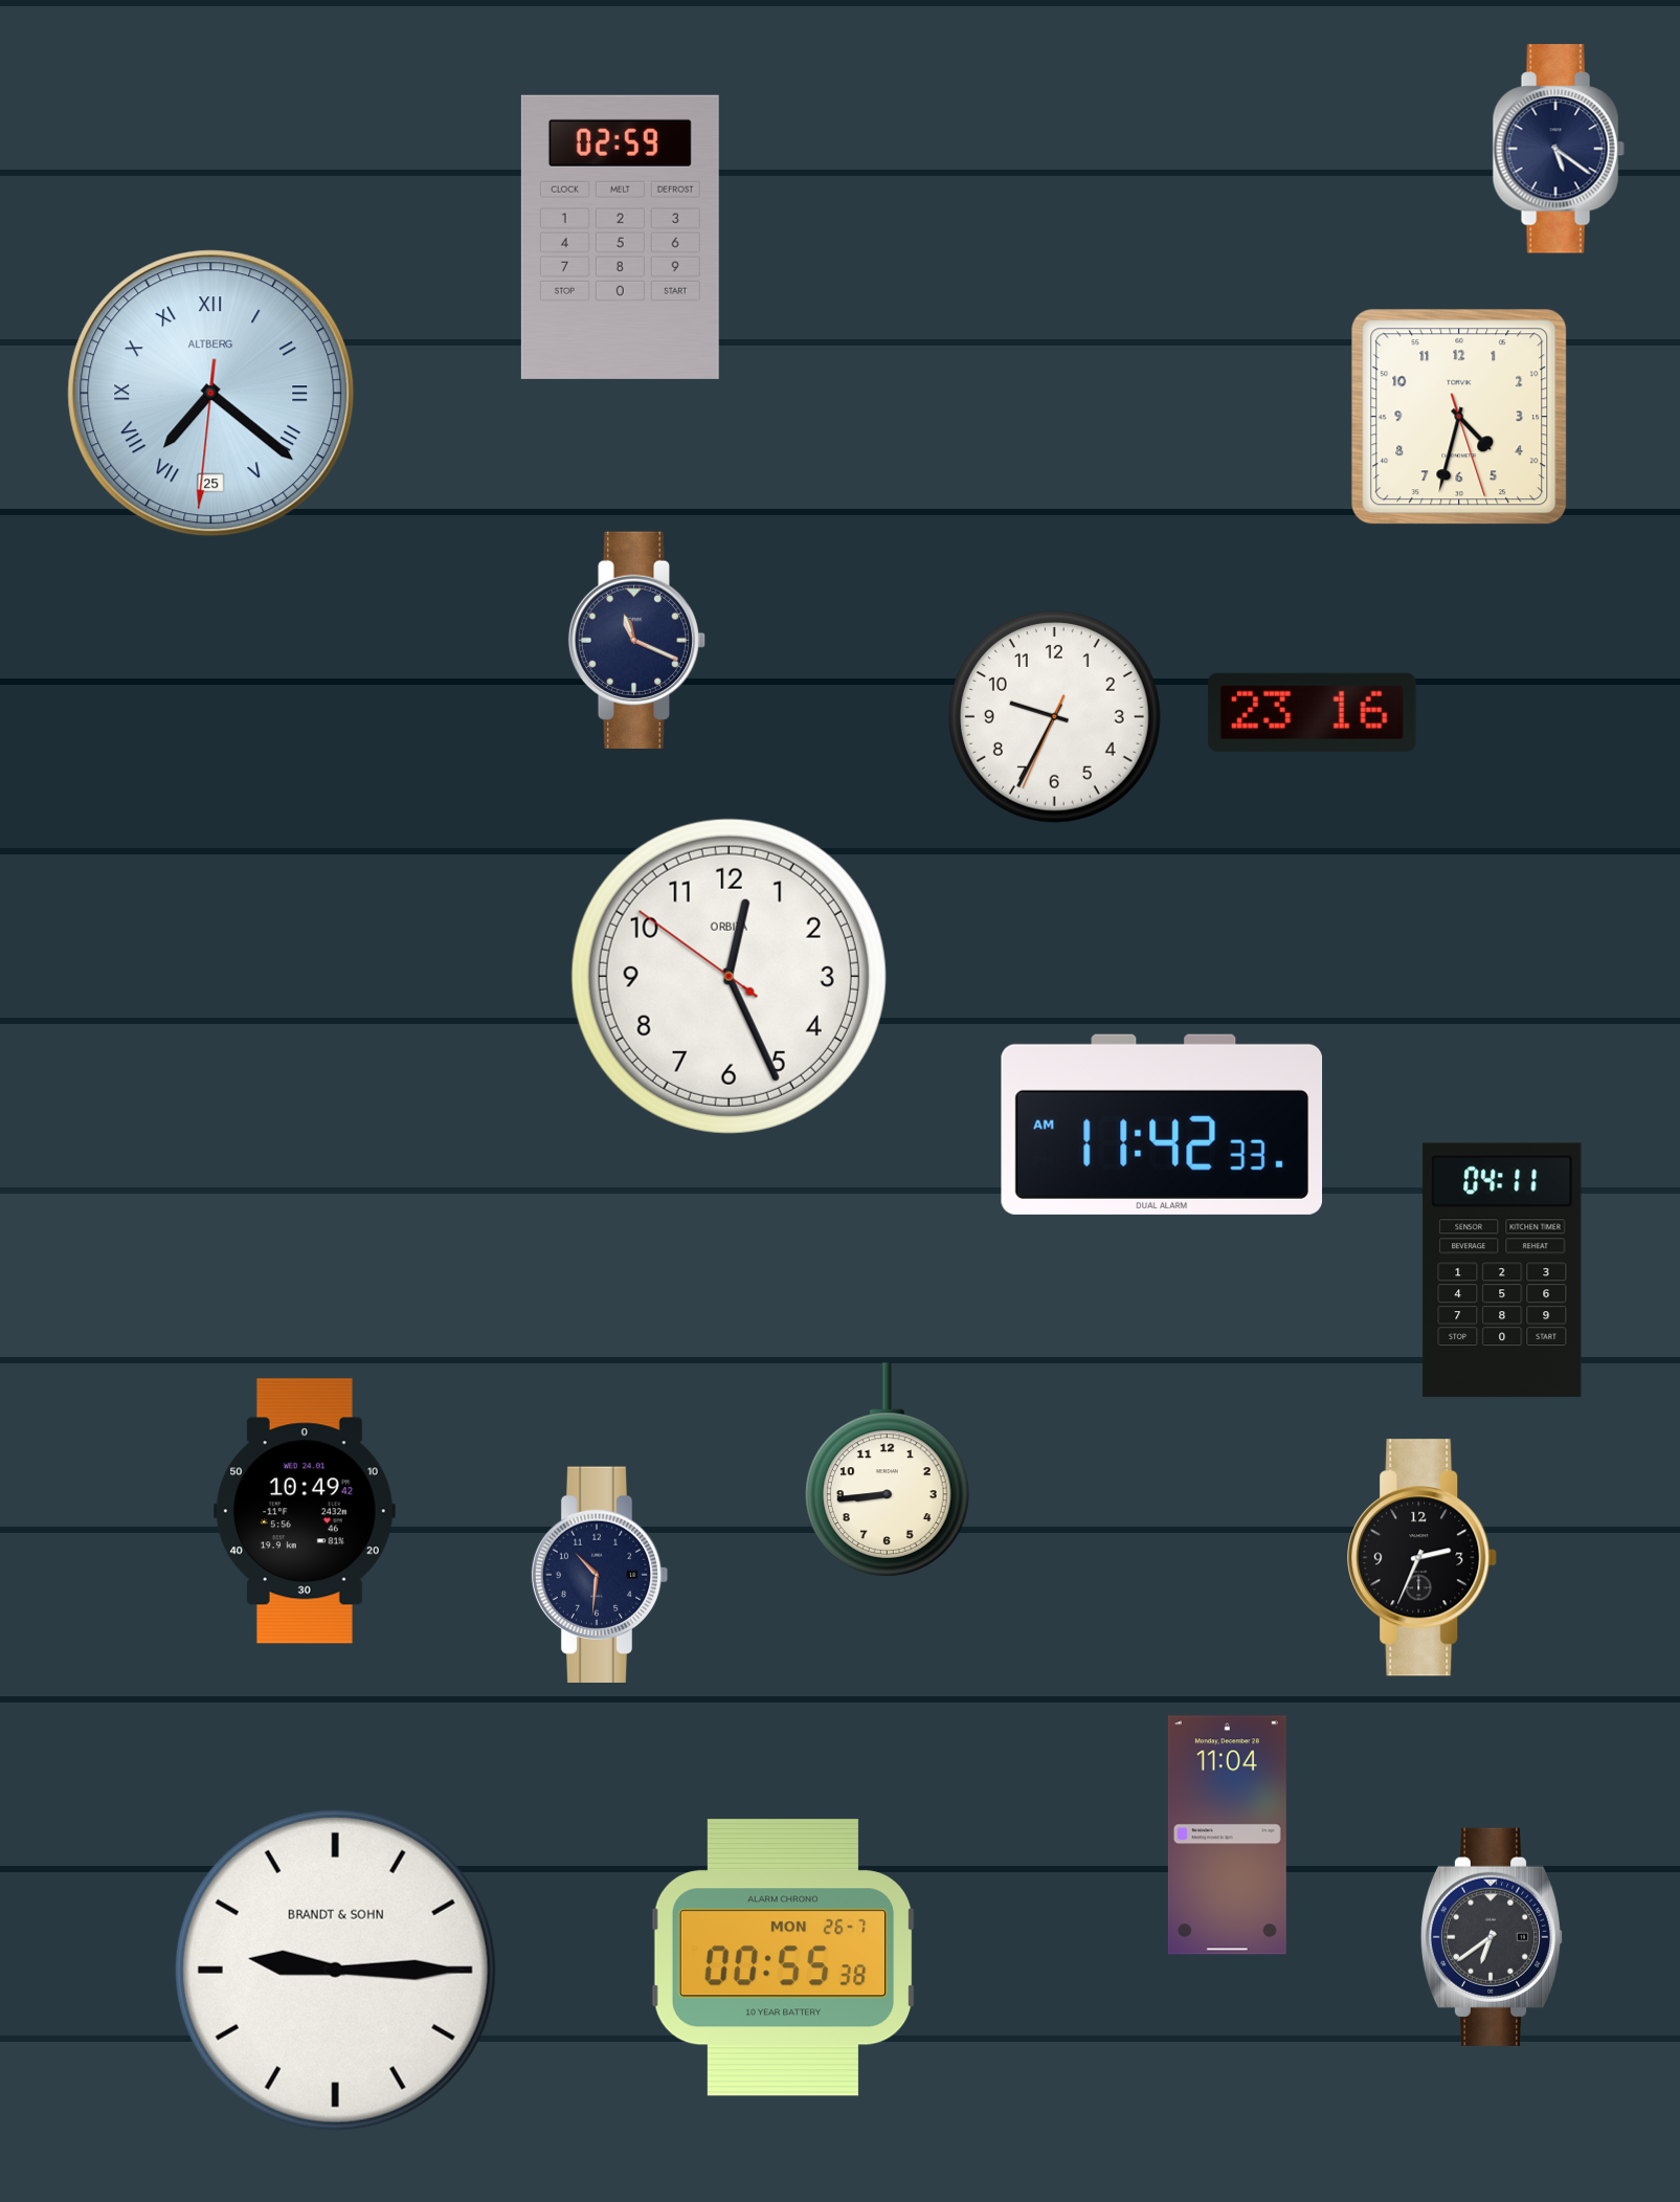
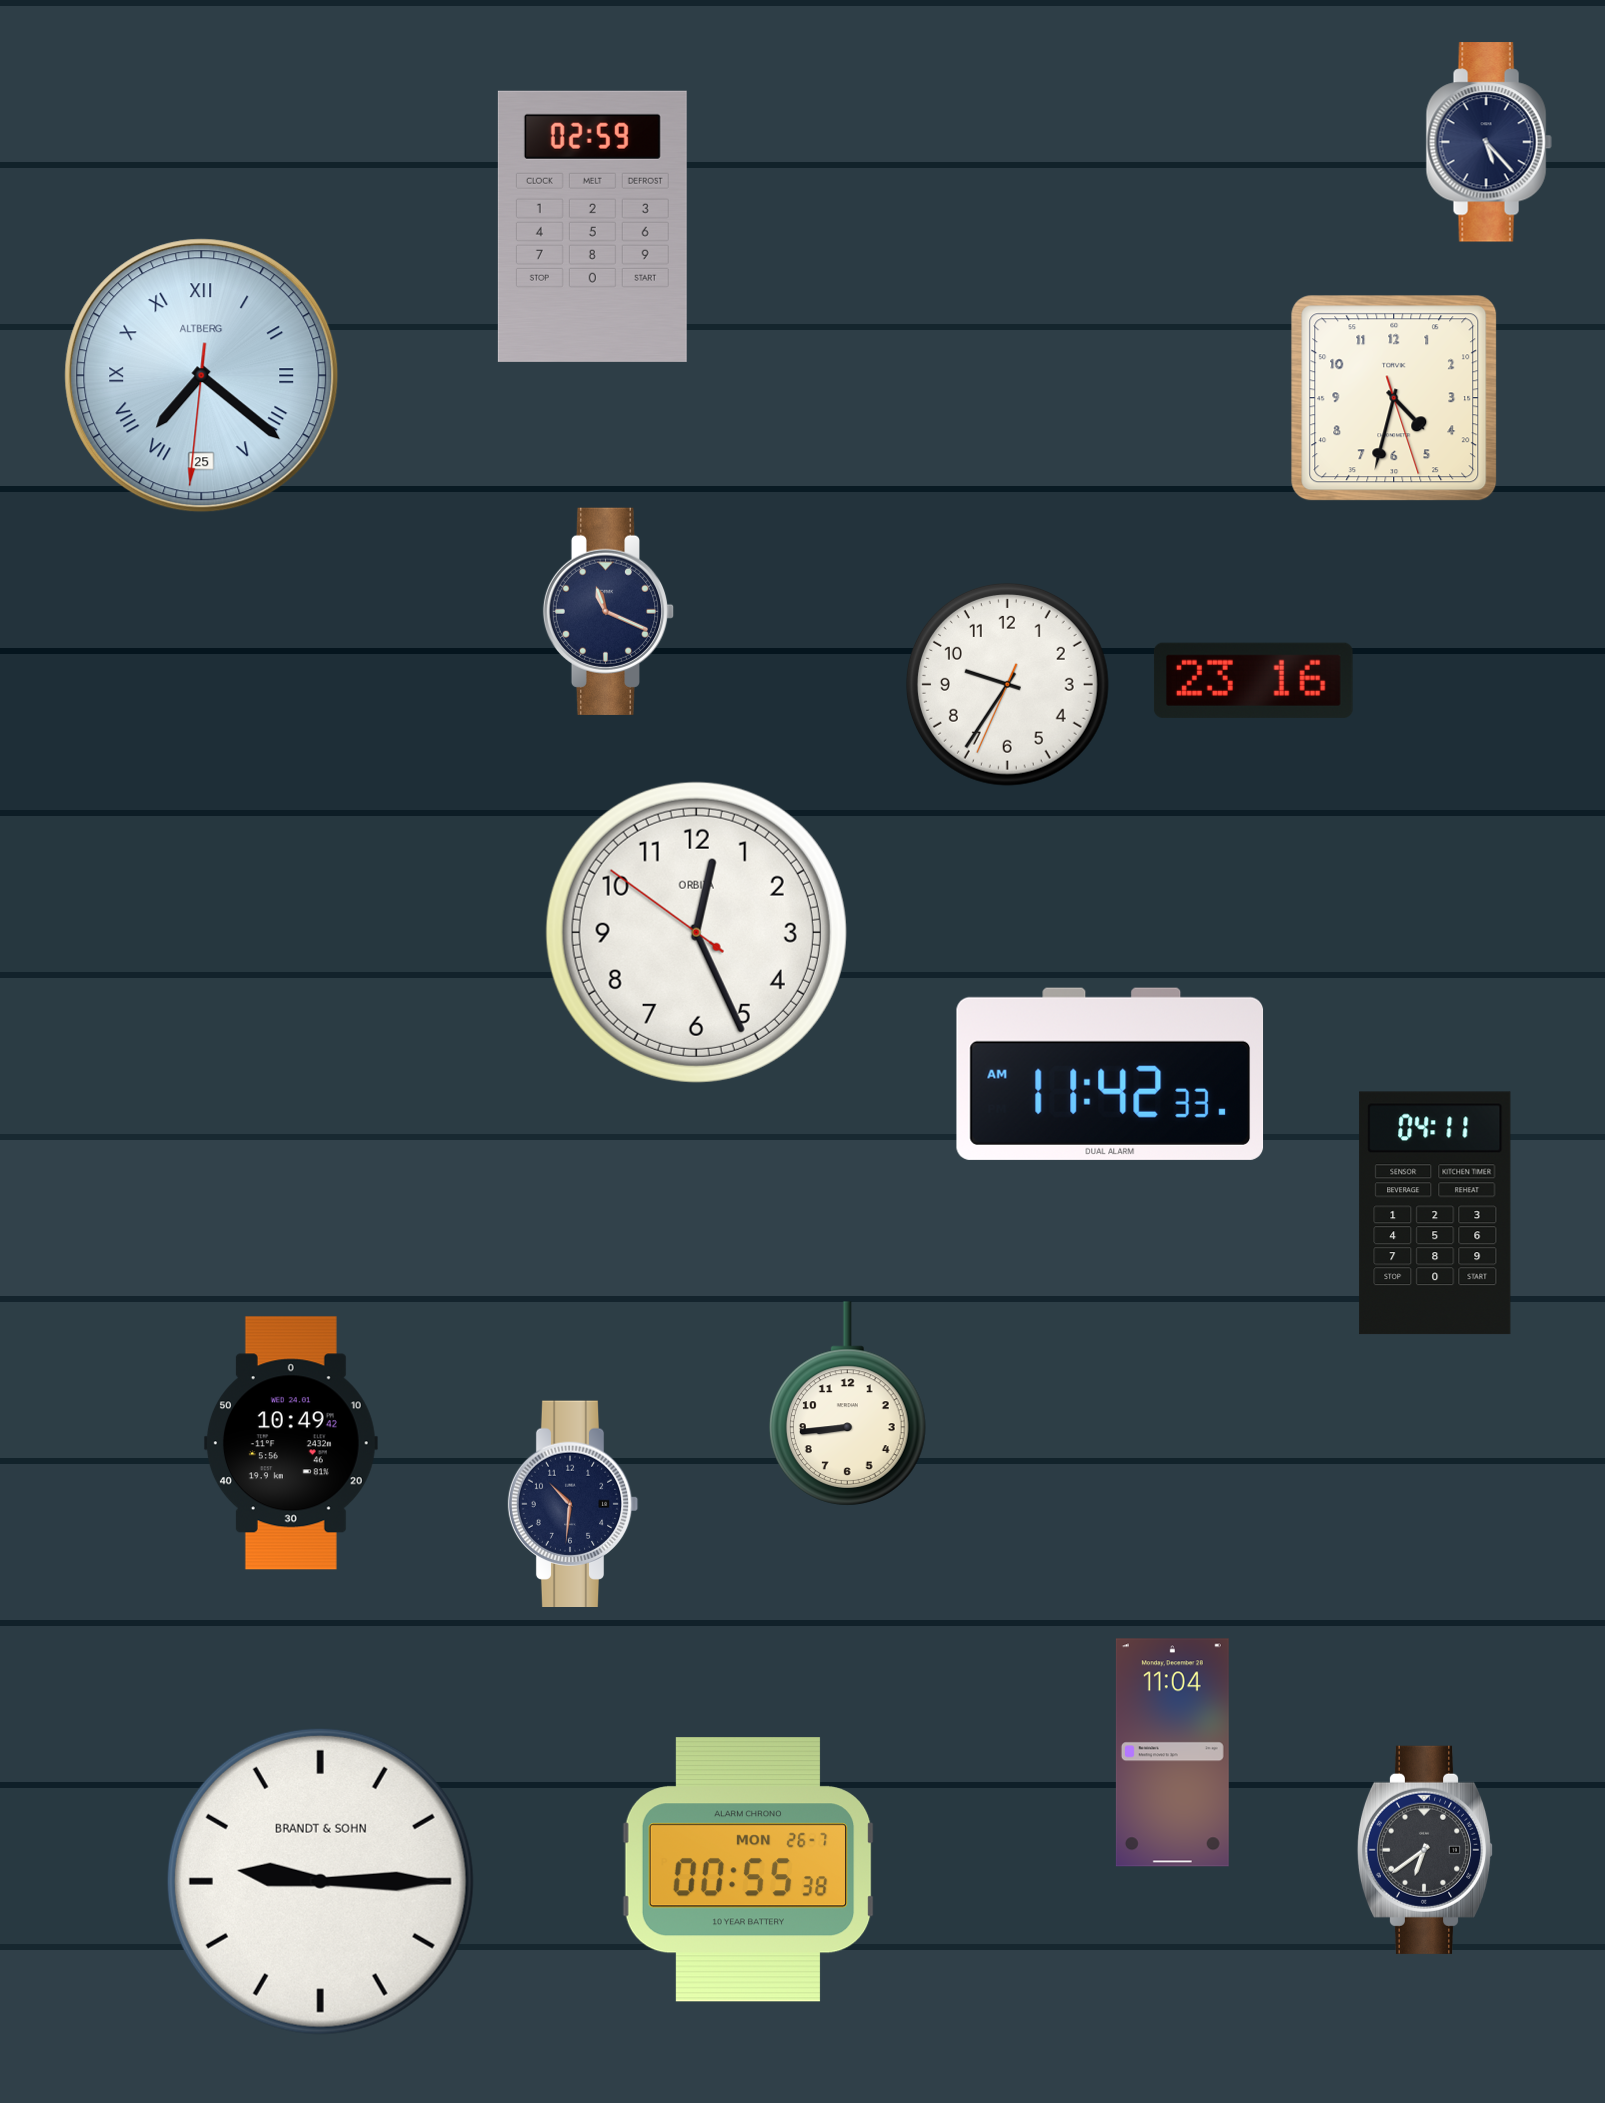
clock at (1559, 149): 5:21 -> 5:23
clock at (1054, 716): 9:34 -> 9:35
clock at (1423, 1558): 2:34 -> none
